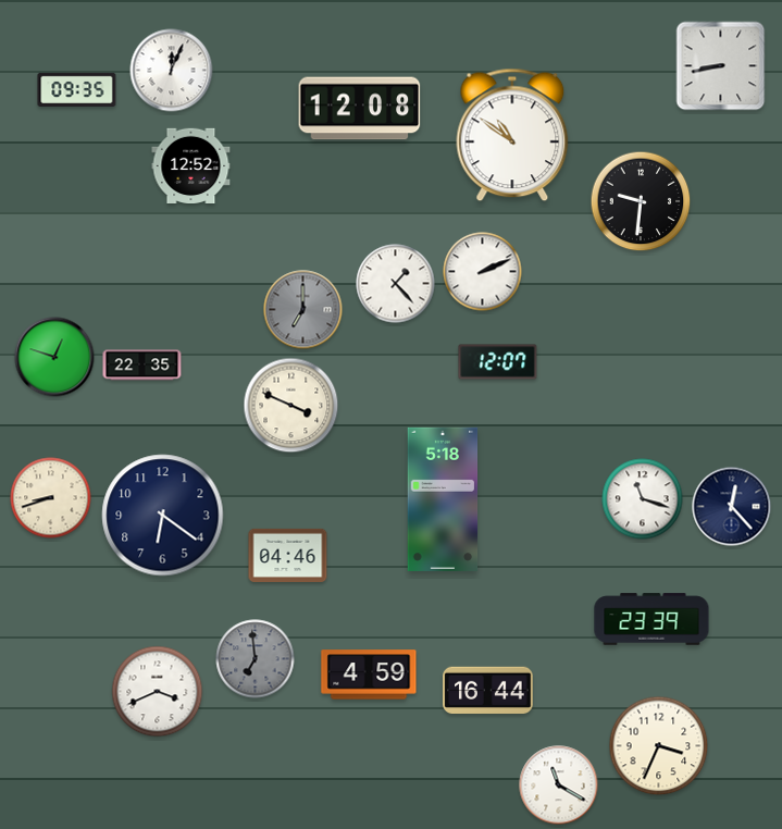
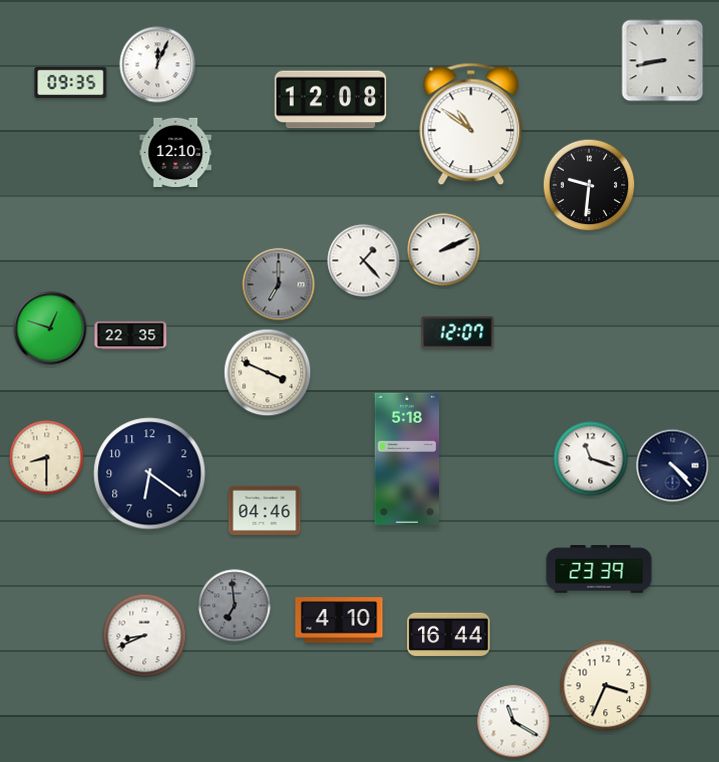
clock at (191, 166): 12:52 -> 12:10
clock at (51, 498): 8:42 -> 8:30
clock at (732, 507): 12:23 -> 4:23
clock at (369, 675): 4:59 -> 4:10
clock at (158, 692): 3:41 -> 8:41
